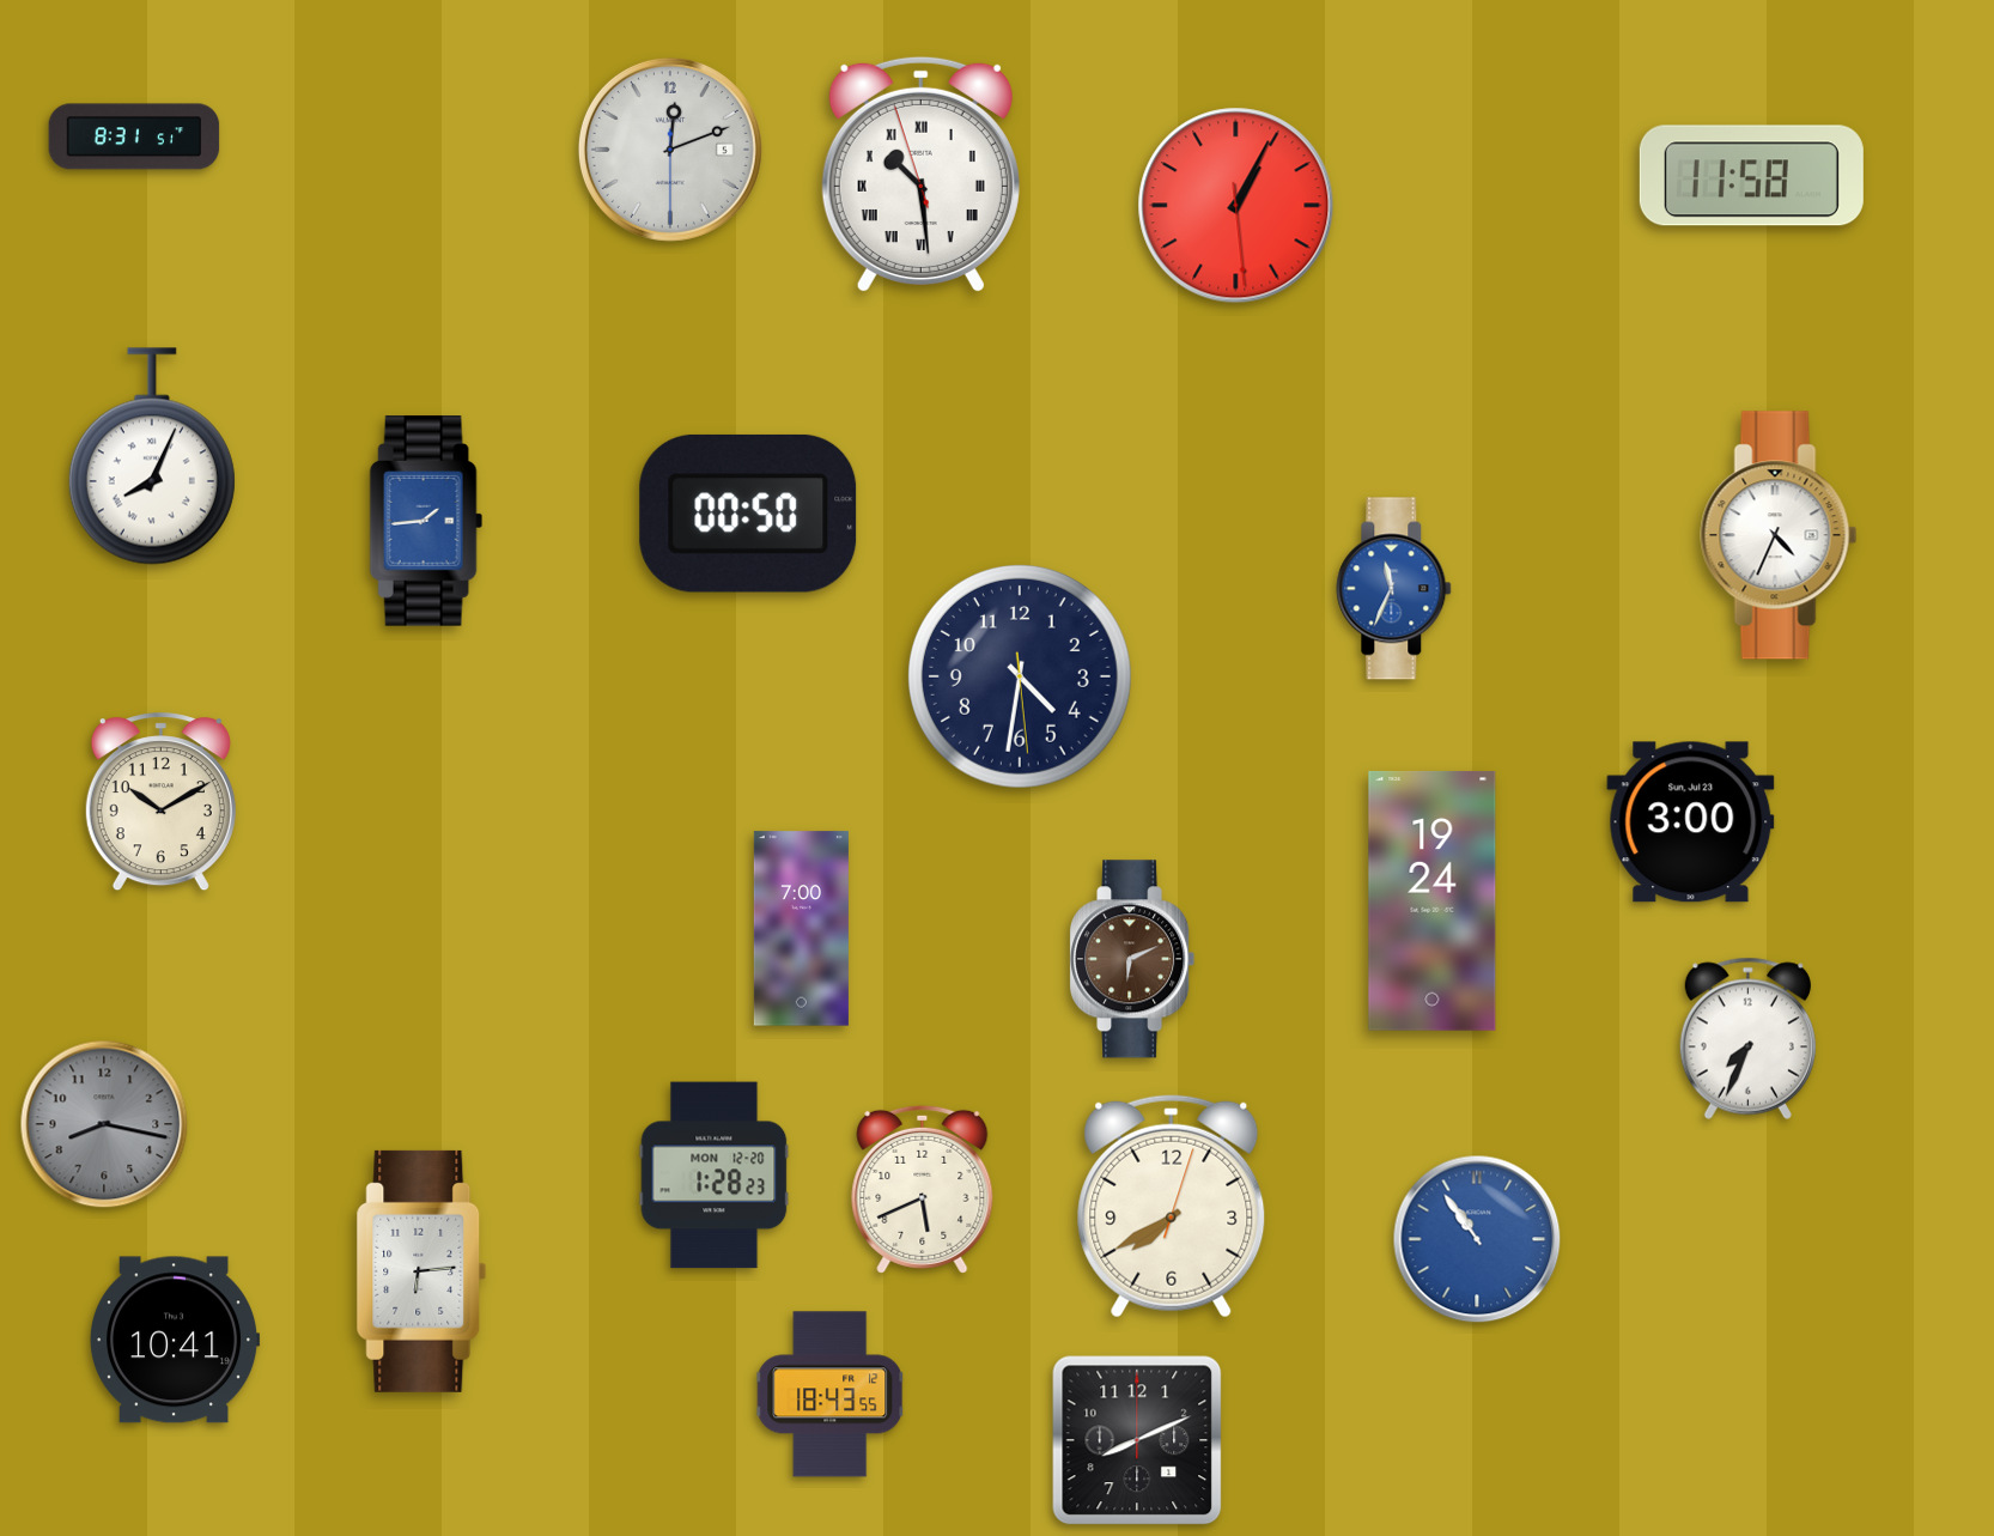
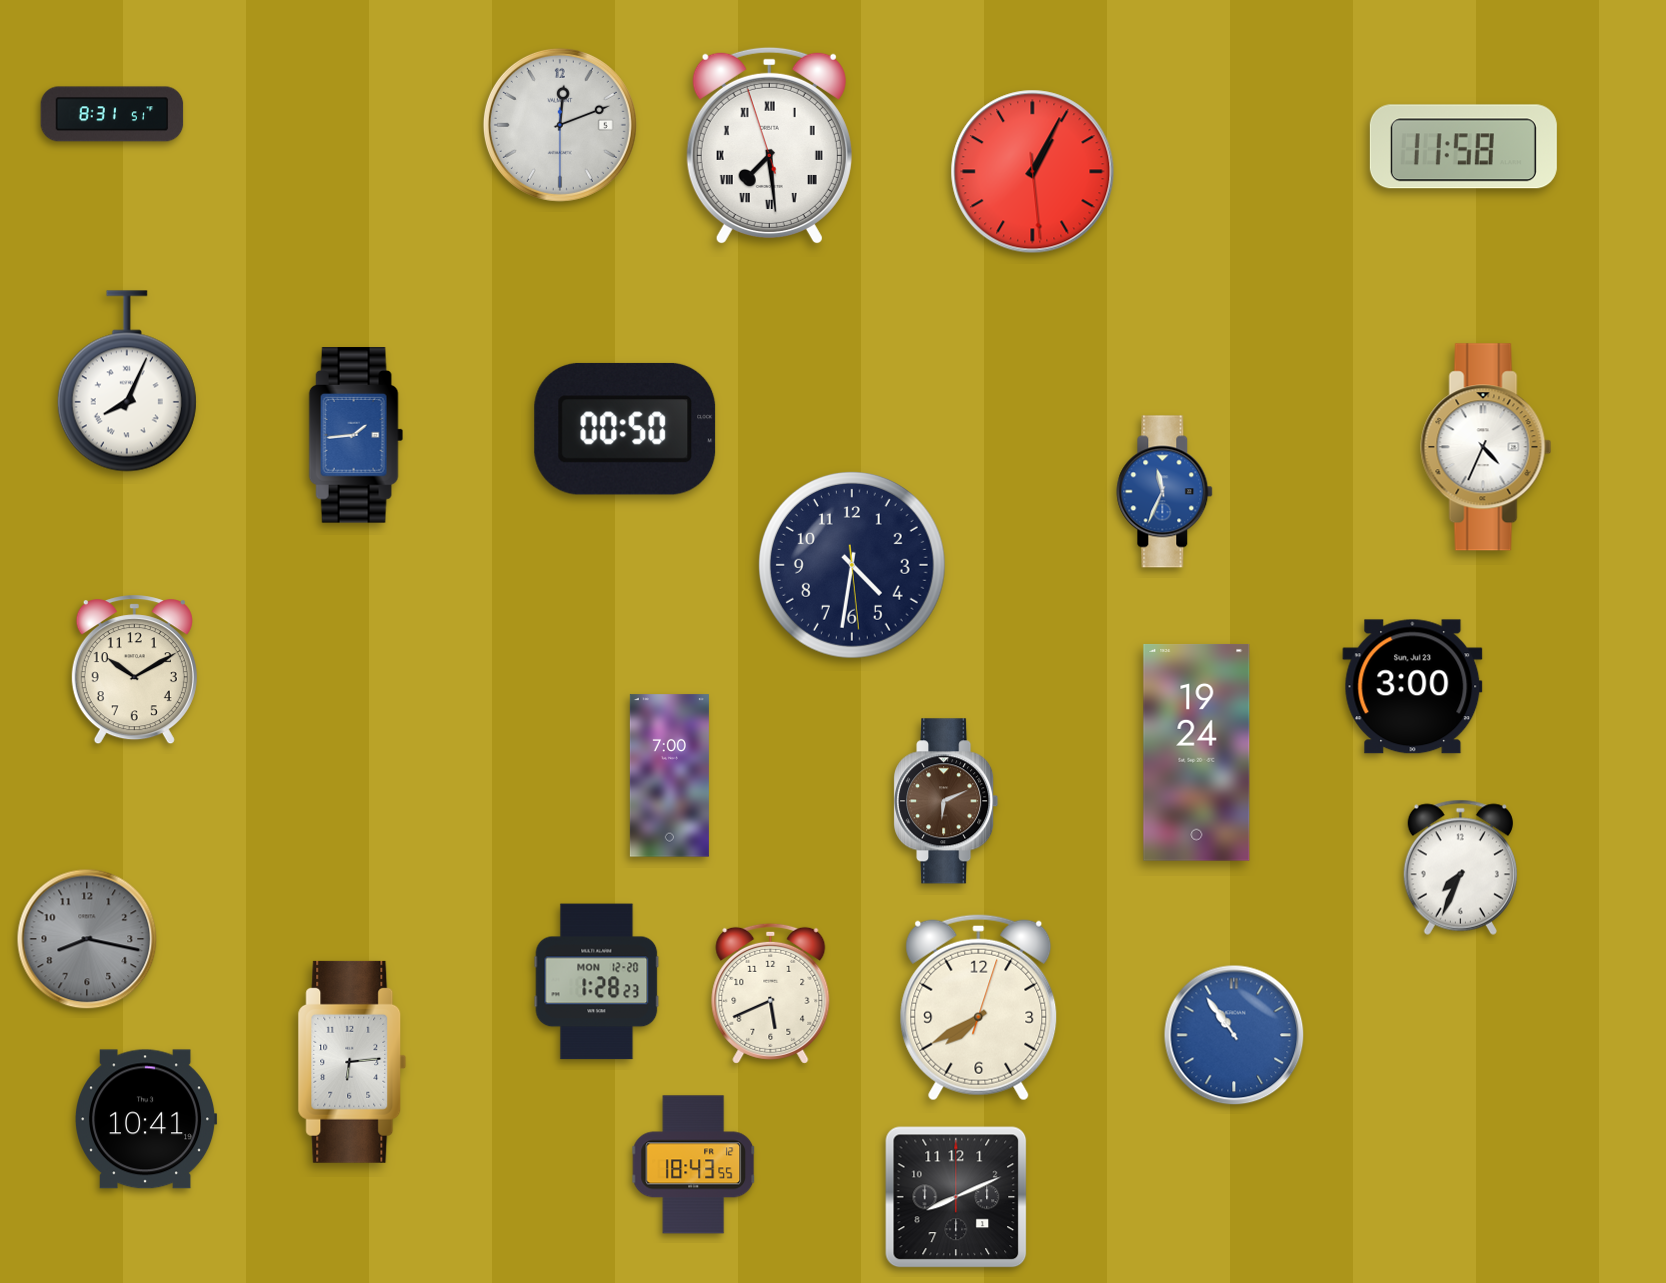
clock at (920, 174): 10:28 -> 7:28
clock at (1137, 1440) position: (1137, 1440) -> (956, 1197)
